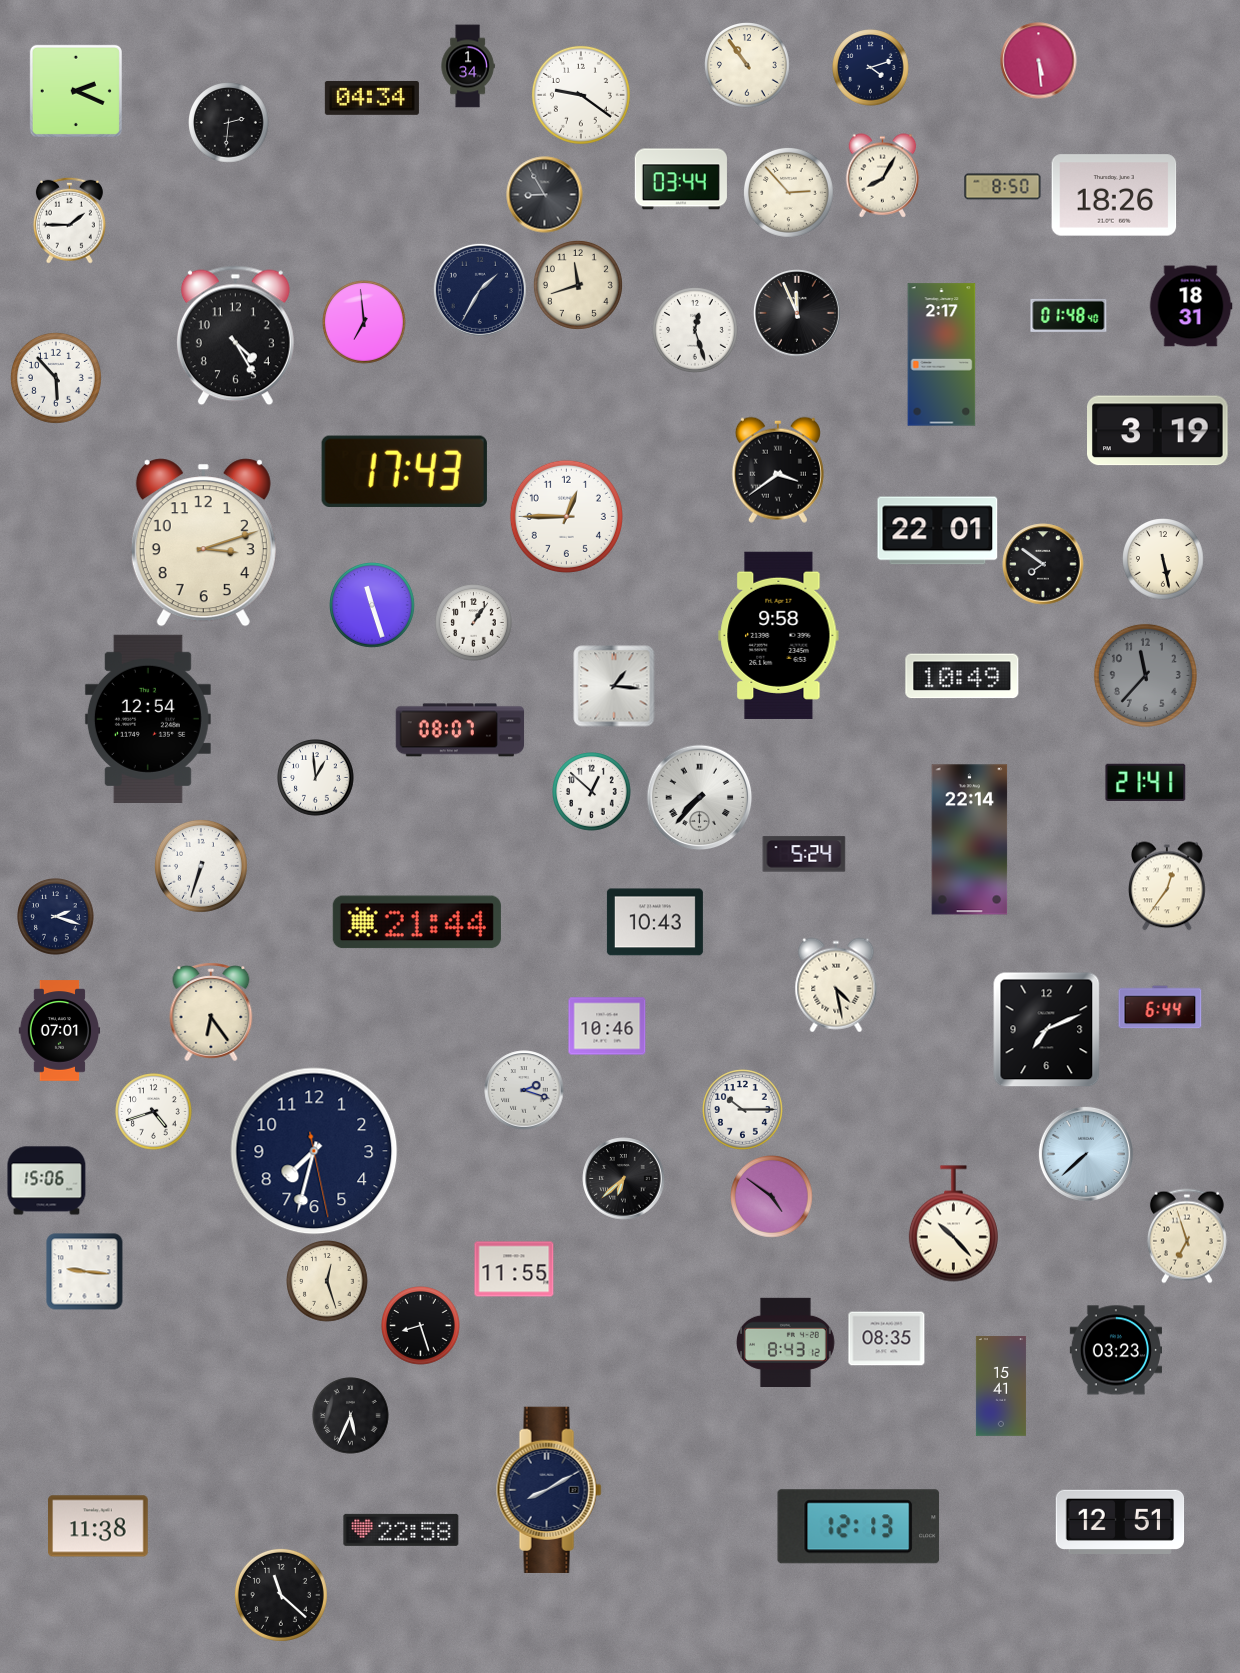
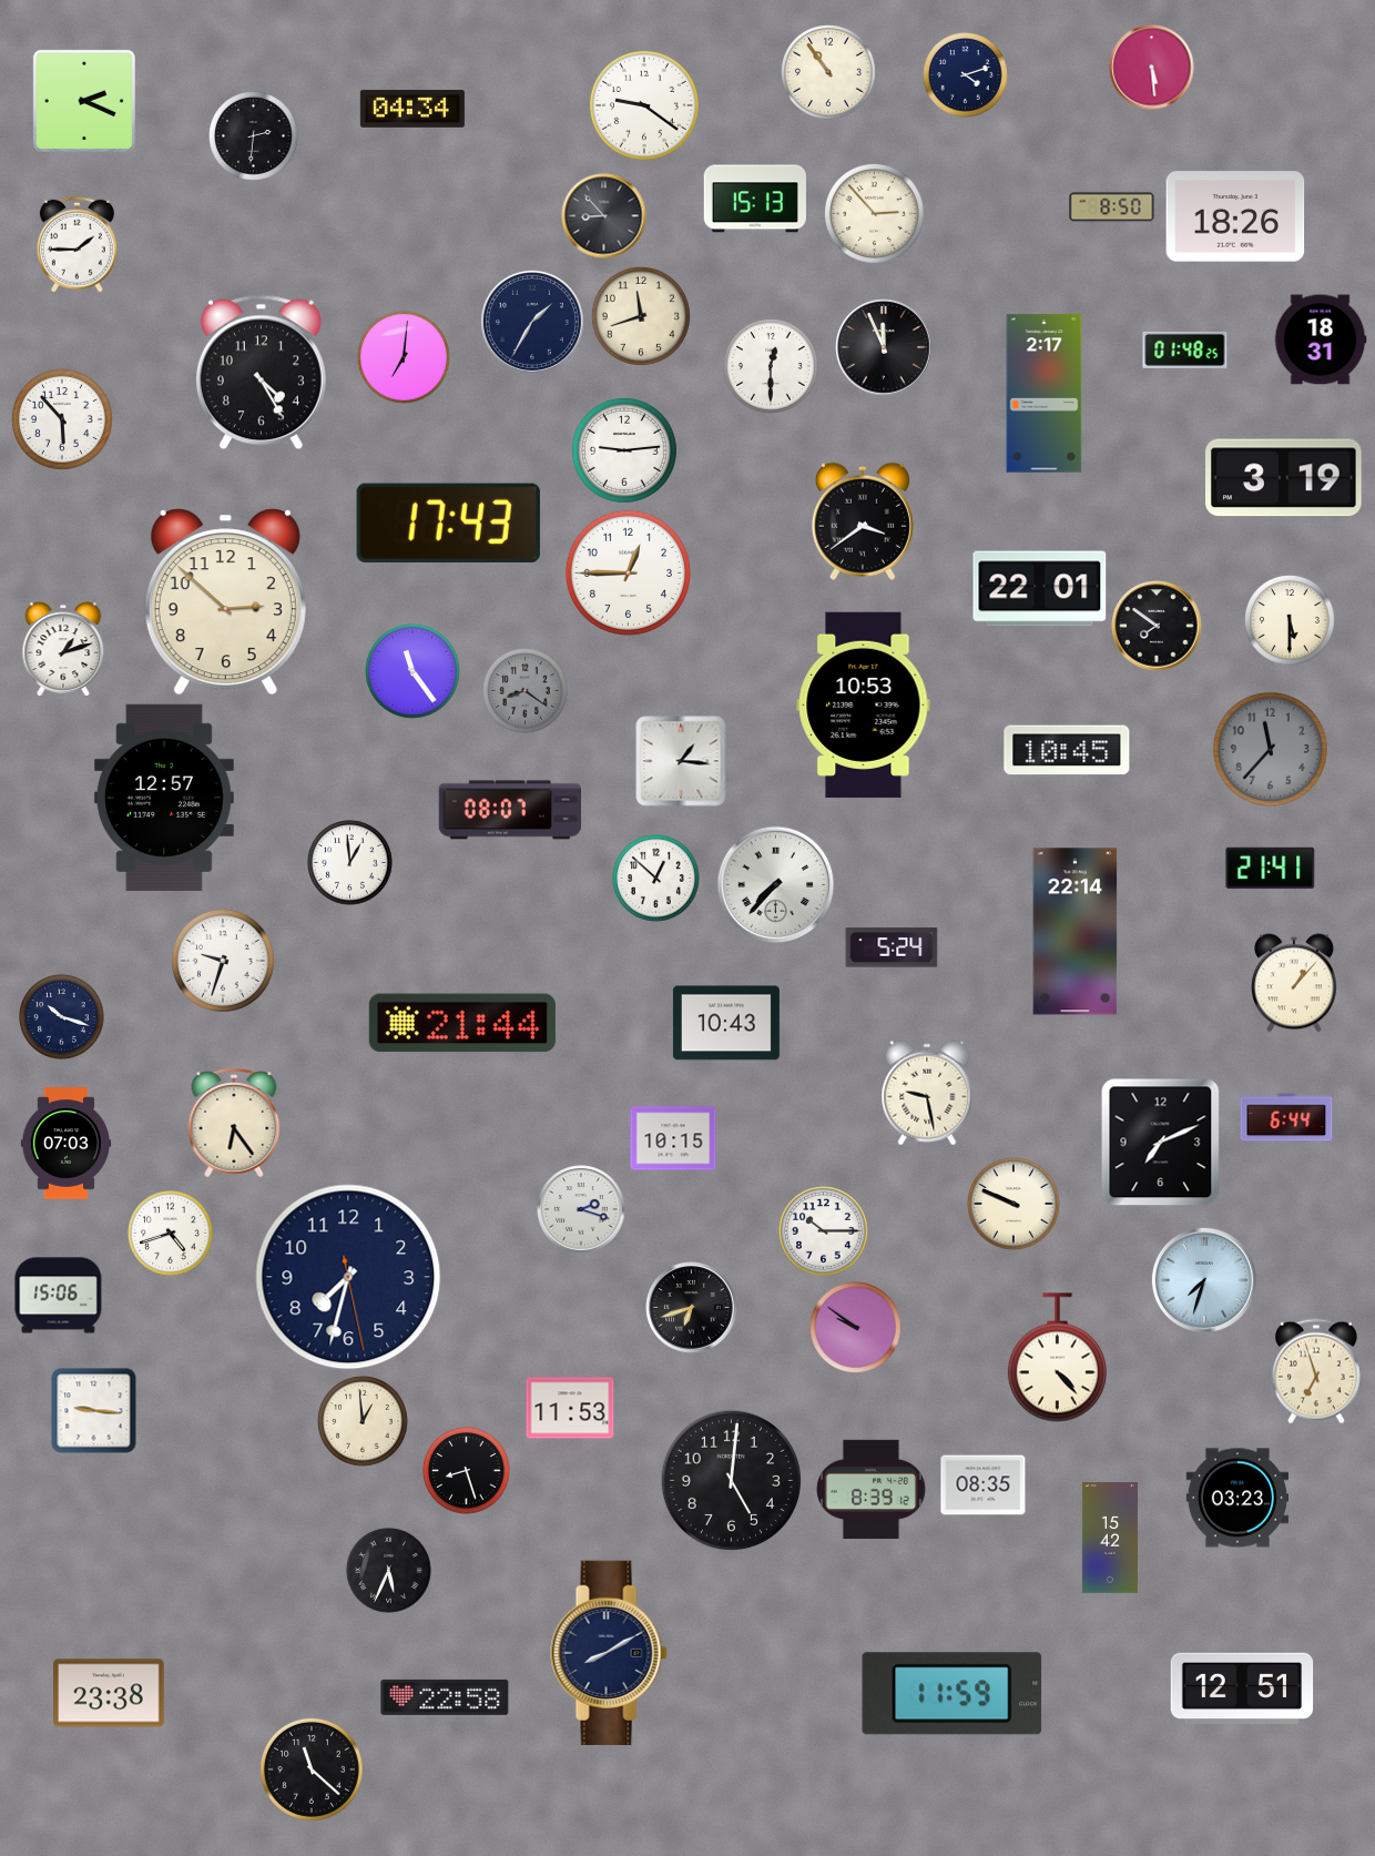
clock at (468, 66): 1:34 -> none
clock at (883, 176): 8:05 -> none
clock at (681, 179): 03:44 -> 15:13
clock at (545, 195): 8:55 -> 8:53
clock at (1069, 315): 01:48:40 -> 01:48:25
clock at (365, 323): 6:59 -> 7:01
clock at (696, 331): 12:27 -> 12:30
clock at (624, 450): none -> 9:14
clock at (203, 543): 3:12 -> 2:52
clock at (1163, 559): 5:28 -> 5:30
clock at (63, 649): none -> 1:12
clock at (373, 606): 11:27 -> 11:24
clock at (474, 623): 1:06 -> 8:21
clock at (474, 623) dial: white -> grey
clock at (779, 635): 9:58 -> 10:53
clock at (962, 676): 10:49 -> 10:45
clock at (148, 719): 12:54 -> 12:57
clock at (201, 866): 6:33 -> 9:33
clock at (1168, 886): 12:36 -> 1:07
clock at (56, 917): 2:18 -> 10:18
clock at (836, 985): 4:28 -> 9:28
clock at (607, 1026): 10:46 -> 10:15
clock at (60, 1031): 07:01 -> 07:03
clock at (1015, 1205): none -> 9:49
clock at (1086, 1154): 7:38 -> 7:33
clock at (624, 1179): 6:38 -> 6:42
clock at (47, 1181) position: (47, 1181) -> (59, 1296)
clock at (772, 1197): 4:51 -> 9:51
clock at (953, 1224): 10:23 -> 4:23
clock at (514, 1269): 11:55 -> 11:53
clock at (327, 1281): 12:27 -> 12:59
clock at (731, 1480): none -> 5:01
clock at (786, 1342): 8:43 -> 8:39
clock at (1001, 1386): 15:41 -> 15:42
clock at (99, 1526): 11:38 -> 23:38
clock at (858, 1527): 12:13 -> 11:59
